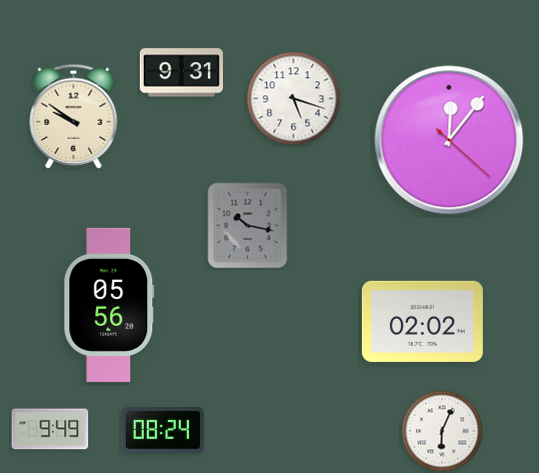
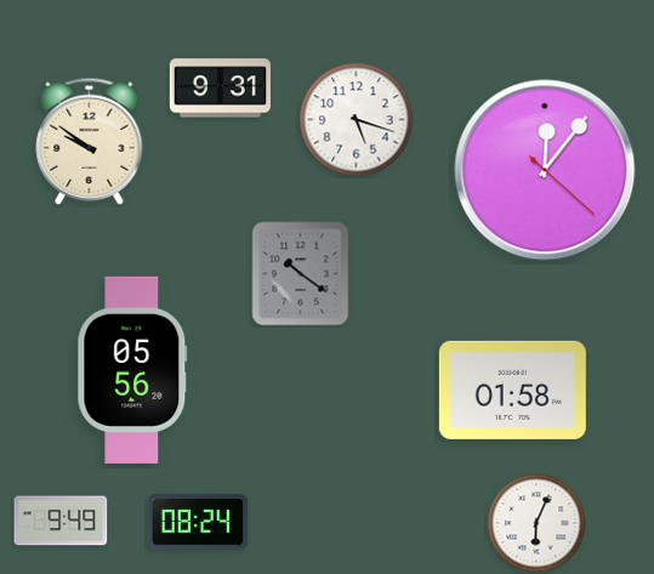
clock at (248, 226): 10:17 -> 10:21
clock at (422, 321): 02:02 -> 01:58
